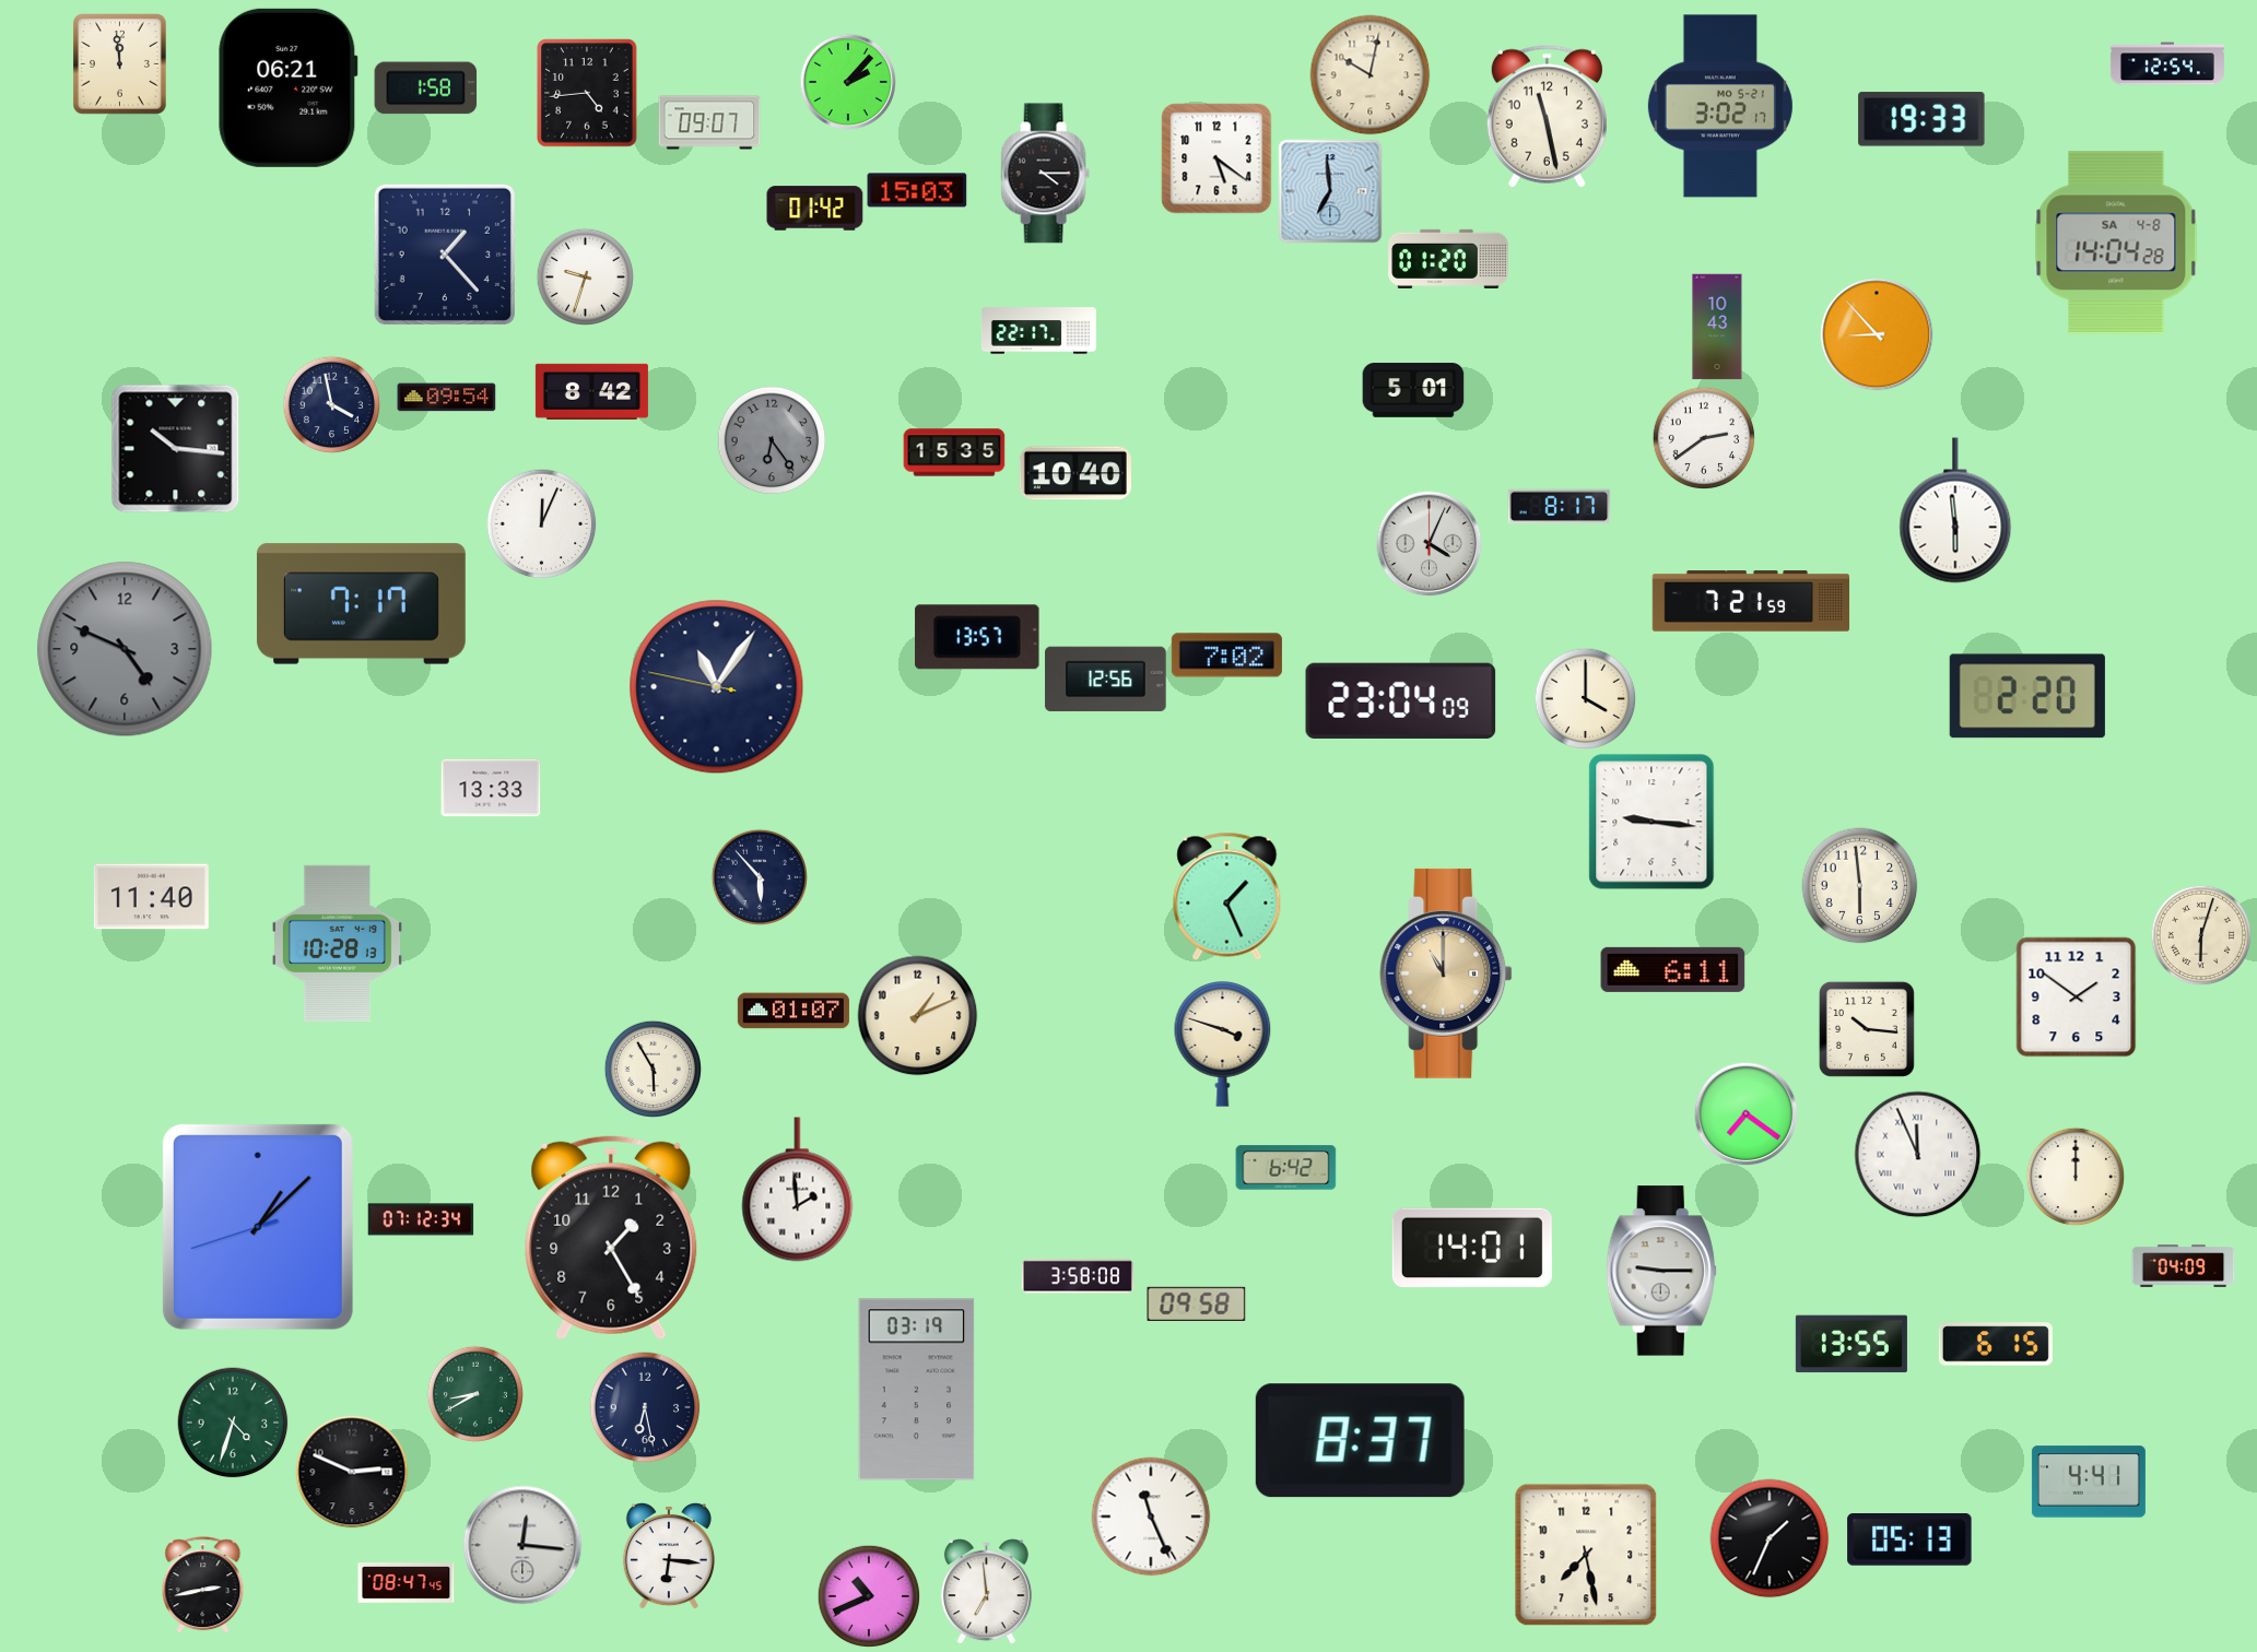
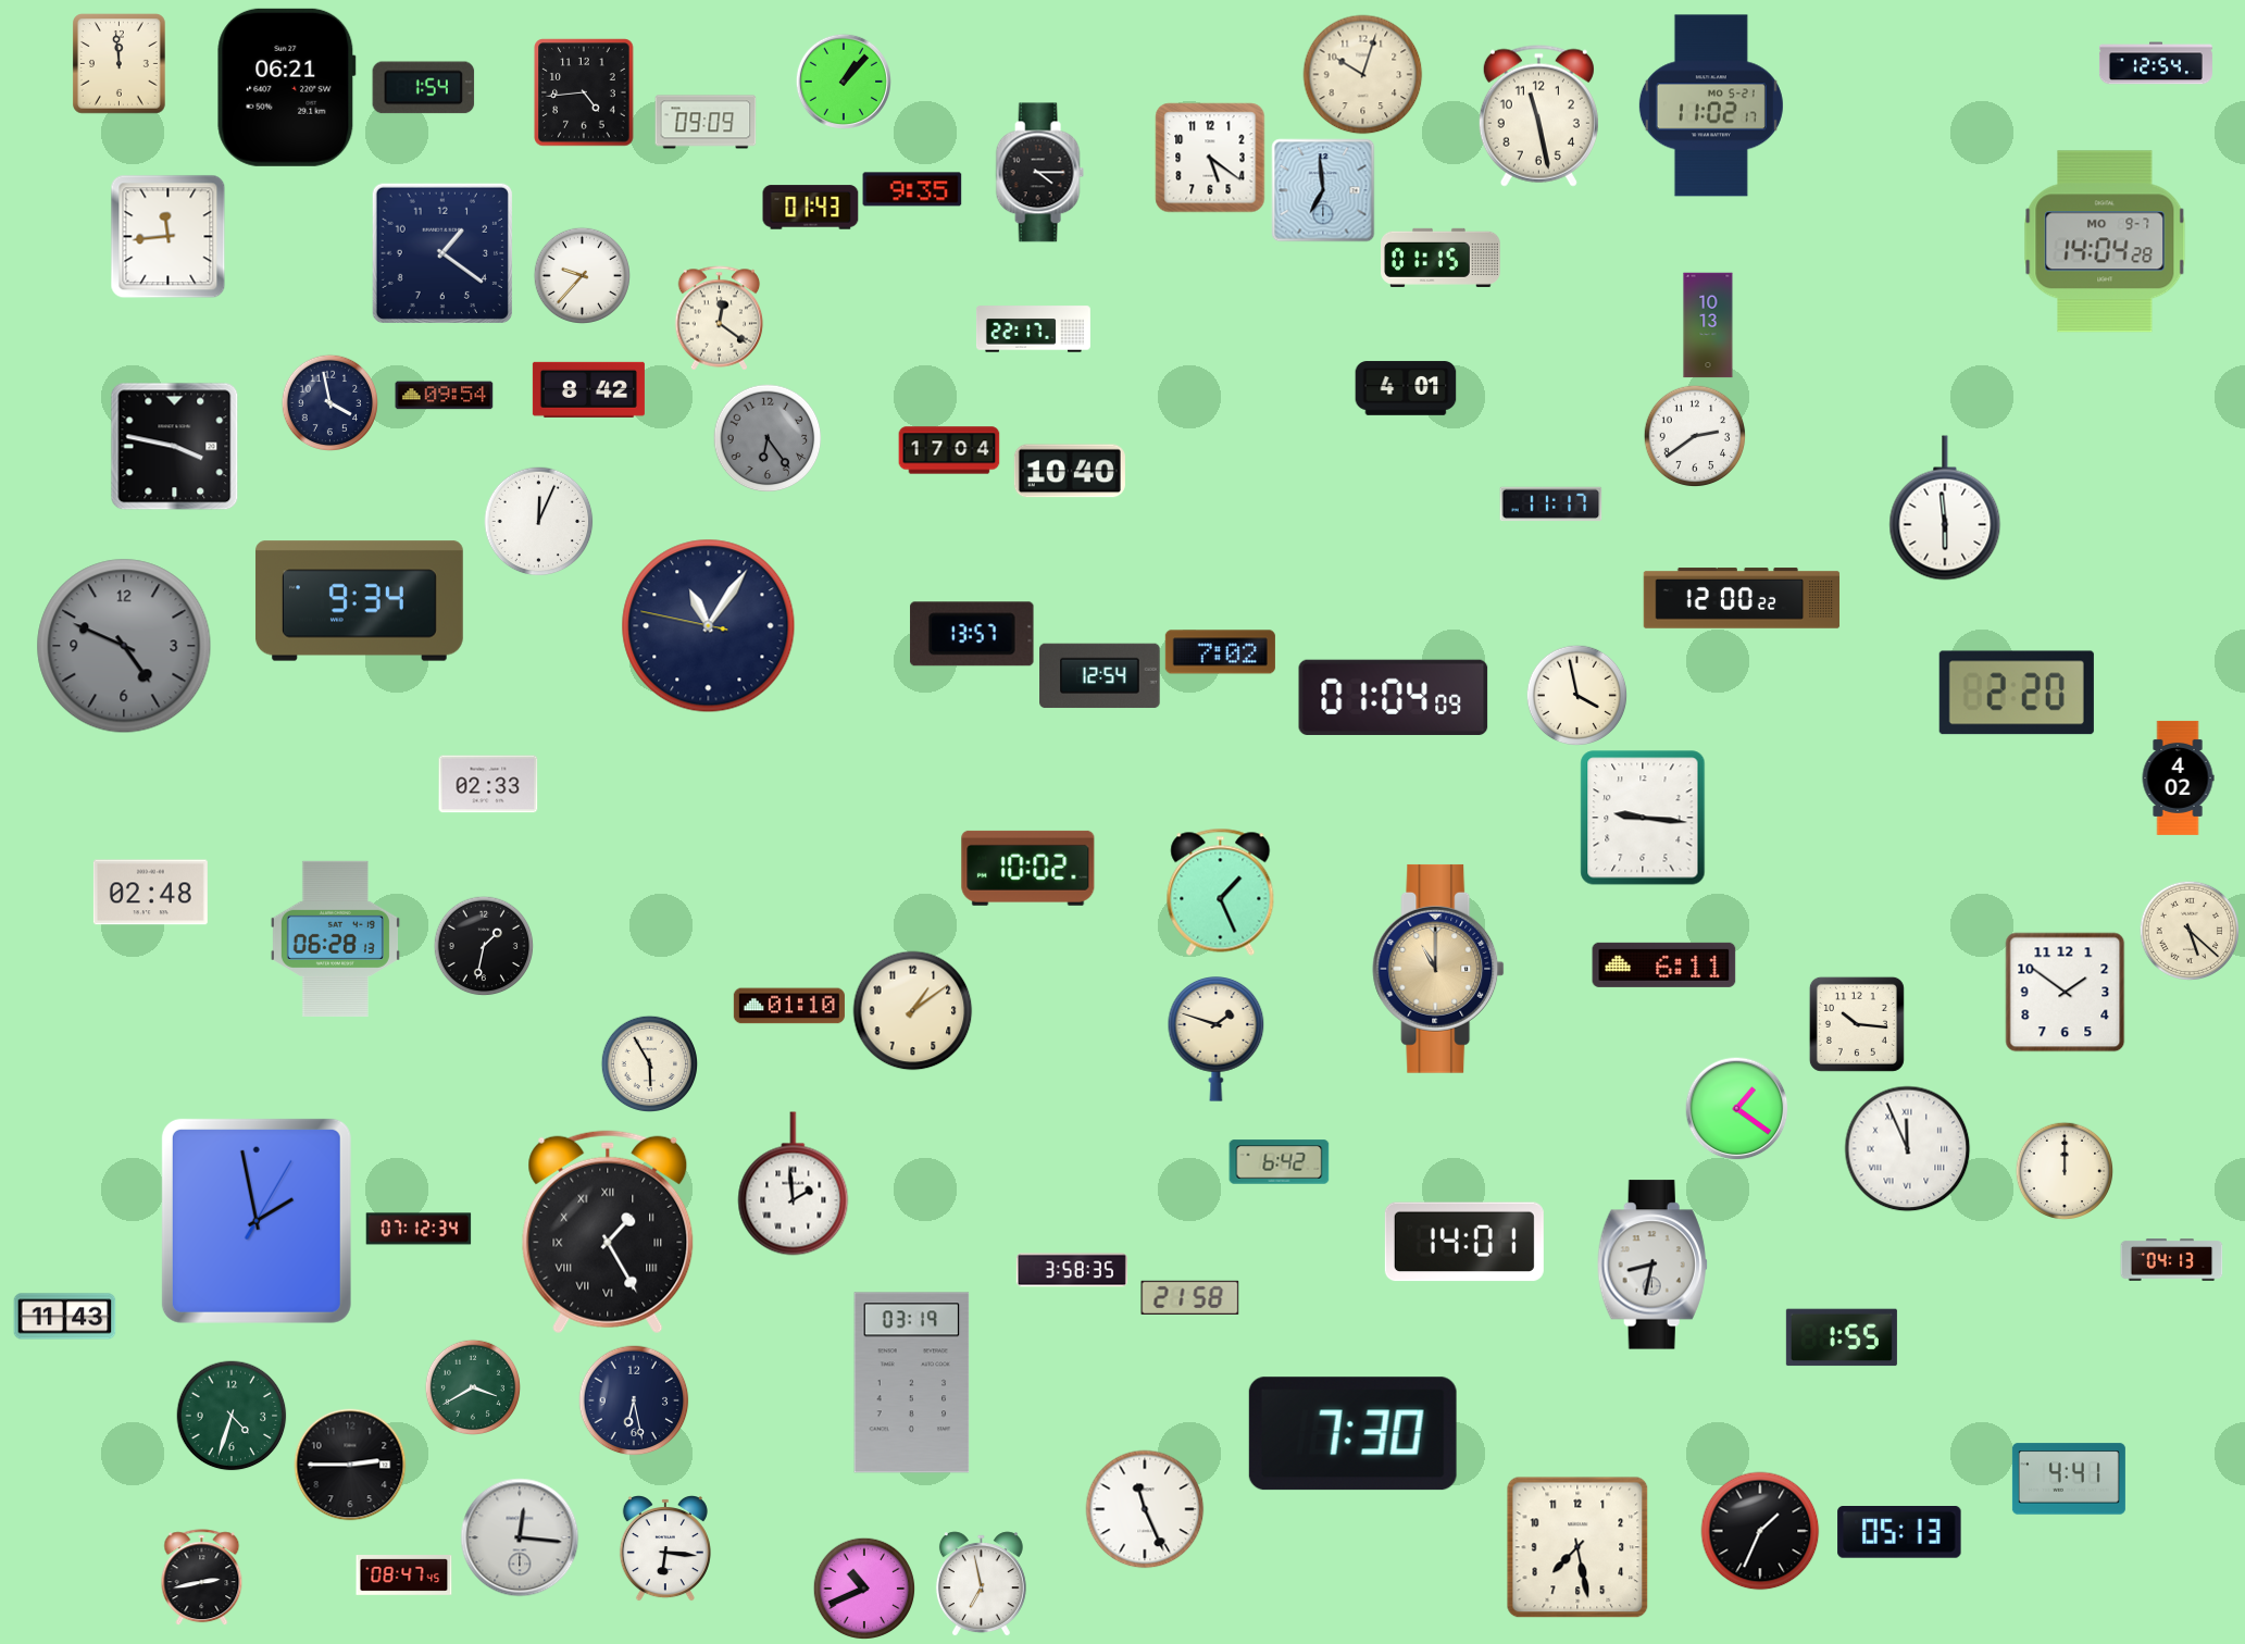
clock at (1371, 75): 10:02 -> 10:03
clock at (847, 81): 2:07 -> 1:07
clock at (426, 88): 1:58 -> 1:54
clock at (1720, 106): 3:02 -> 11:02
clock at (1921, 119): 19:33 -> none
clock at (709, 122): 09:07 -> 09:09
clock at (917, 190): 15:03 -> 9:35
clock at (815, 209): 01:42 -> 01:43
clock at (169, 237): none -> 11:44
clock at (2116, 243) date: SA 4-8 -> MO 9-7
clock at (445, 255): 1:23 -> 1:21
clock at (1448, 259): 01:20 -> 01:15
clock at (585, 276): 9:33 -> 9:37
clock at (720, 319): none -> 12:21
clock at (1717, 327): 10:43 -> 10:13
clock at (1877, 334): 8:53 -> none
clock at (1413, 390): 5:01 -> 4:01
clock at (176, 449): 10:16 -> 3:47
clock at (954, 452): 15:35 -> 17:04
clock at (1560, 507): 8:17 -> 11:17
clock at (1430, 544): 4:04 -> none
clock at (1751, 601): 7:21 -> 12:00
clock at (361, 604): 7:17 -> 9:34
clock at (1106, 680): 12:56 -> 12:54
clock at (717, 687) position: (717, 687) -> (709, 626)
clock at (1585, 698): 4:00 -> 3:58
clock at (1401, 700): 23:04 -> 01:04
clock at (2178, 777): none -> 4:02
clock at (491, 788): 13:33 -> 02:33
clock at (1028, 868): none -> 10:02
clock at (759, 876): 5:53 -> none
clock at (1860, 886): 5:59 -> none
clock at (151, 897): 11:40 -> 02:48
clock at (2201, 935): 6:03 -> 5:22
clock at (337, 943): 10:28 -> 06:28
clock at (484, 946): none -> 1:32
clock at (794, 1011): 01:07 -> 01:10
clock at (918, 1016): 1:11 -> 1:09
clock at (1223, 1045): 3:48 -> 1:48
clock at (1745, 1113): 7:21 -> 1:21
clock at (421, 1219) position: (421, 1219) -> (419, 1229)
clock at (258, 1227): 1:07 -> 1:58
clock at (611, 1238) numerals: Arabic -> Roman
clock at (2184, 1266): 04:09 -> 04:13
clock at (1661, 1271): 9:15 -> 8:32
clock at (1078, 1276): 3:58:08 -> 3:58:35
clock at (1197, 1303): 09:58 -> 21:58
clock at (65, 1317): none -> 11:43
clock at (1852, 1344): 13:55 -> 1:55
clock at (1996, 1344): 6:15 -> none
clock at (474, 1393): 8:40 -> 3:40
clock at (645, 1407) position: (645, 1407) -> (634, 1400)
clock at (1360, 1441): 8:37 -> 7:30
clock at (352, 1472): 2:49 -> 2:45
clock at (2089, 1482) position: (2089, 1482) -> (2069, 1479)
clock at (986, 1592): 6:59 -> 6:58
